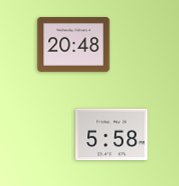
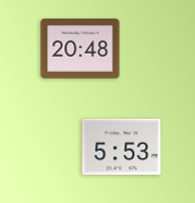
clock at (112, 135): 5:58 -> 5:53
